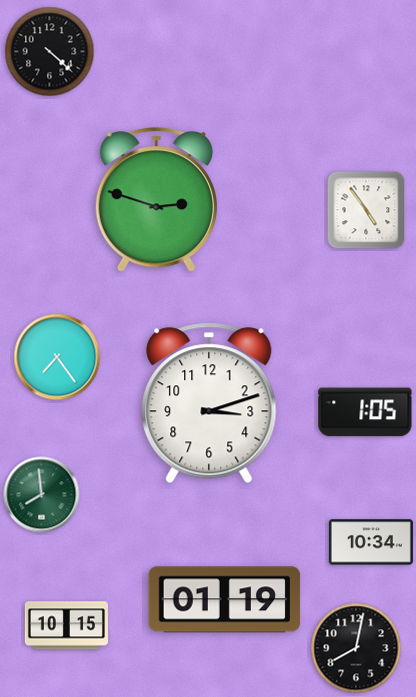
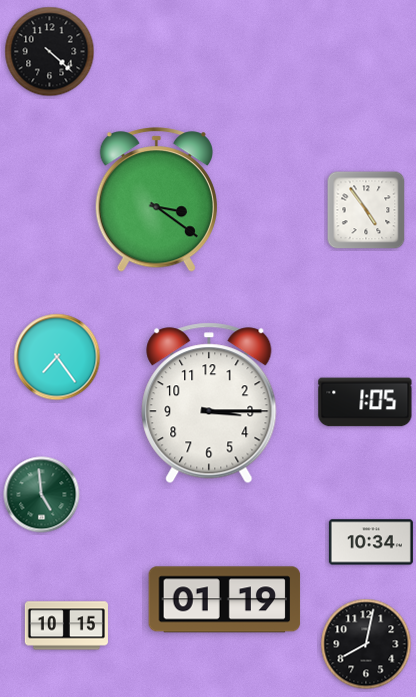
clock at (156, 200): 2:48 -> 3:21
clock at (209, 403): 3:12 -> 3:15
clock at (365, 412) position: (365, 412) -> (365, 402)
clock at (42, 495): 7:59 -> 4:59
clock at (356, 648) position: (356, 648) -> (366, 644)
